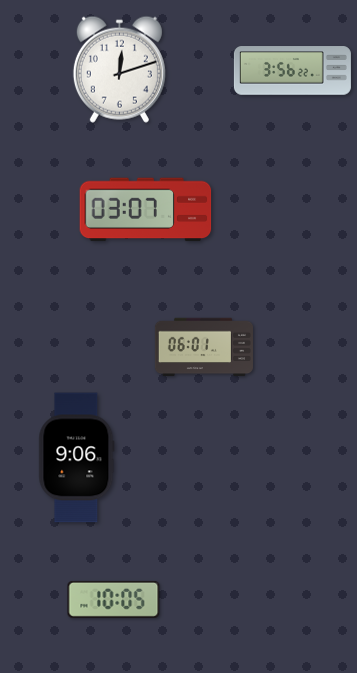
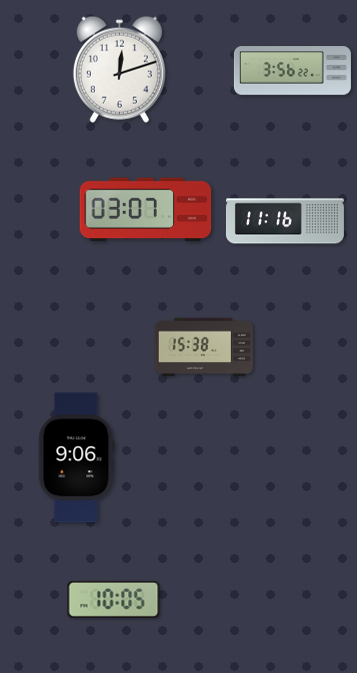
clock at (285, 221): none -> 11:16
clock at (204, 347): 06:01 -> 15:38
